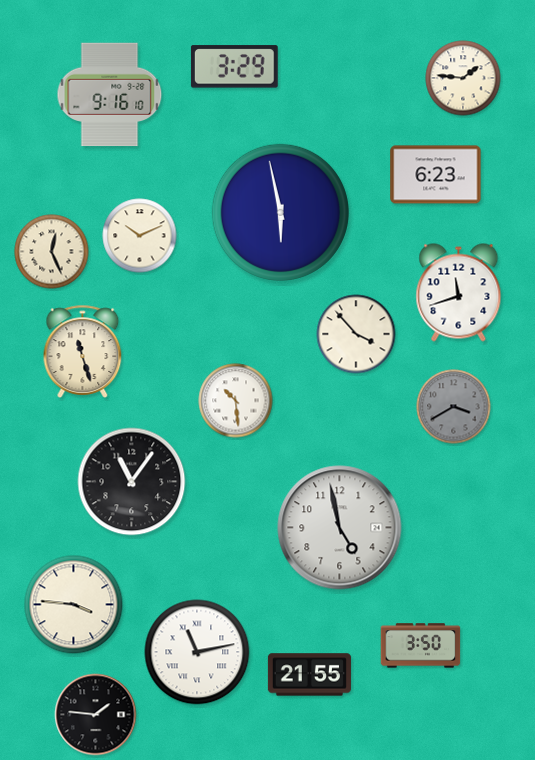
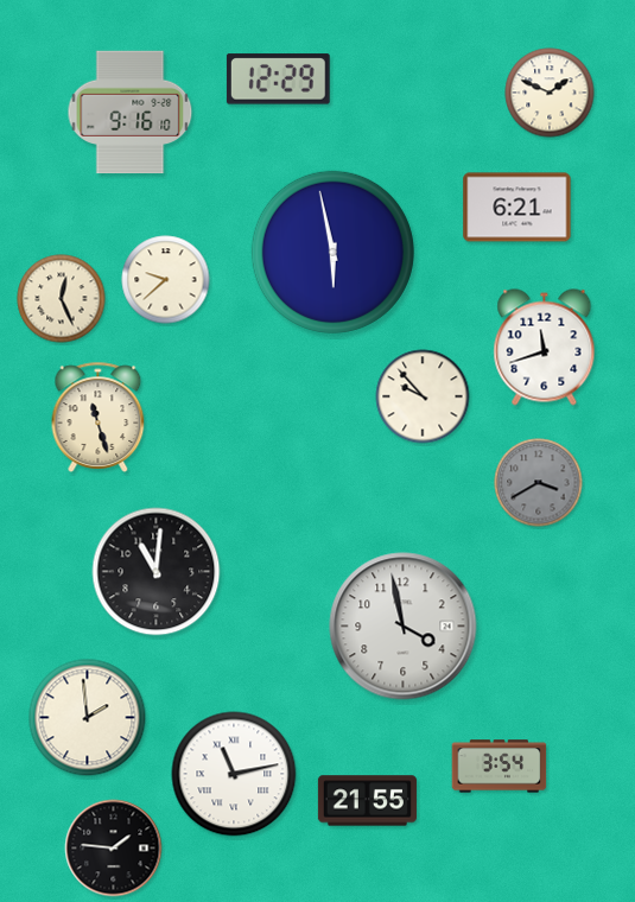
clock at (234, 67): 3:29 -> 12:29
clock at (463, 78): 1:46 -> 1:49
clock at (436, 175): 6:23 -> 6:21
clock at (140, 236): 10:11 -> 9:38
clock at (356, 334): 3:53 -> 9:53
clock at (236, 401): 10:29 -> none
clock at (132, 482): 11:06 -> 11:01
clock at (340, 528): 4:58 -> 3:58
clock at (74, 605): 3:46 -> 1:59
clock at (421, 646): 3:50 -> 3:54
